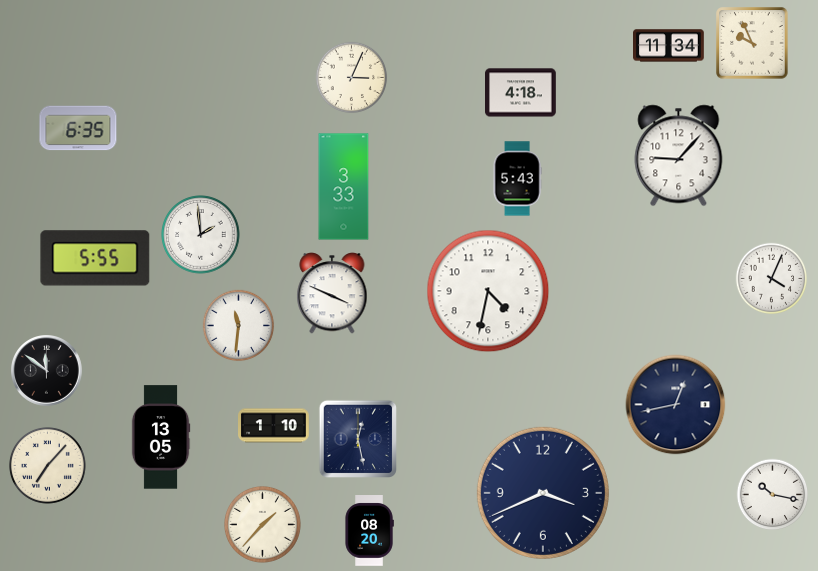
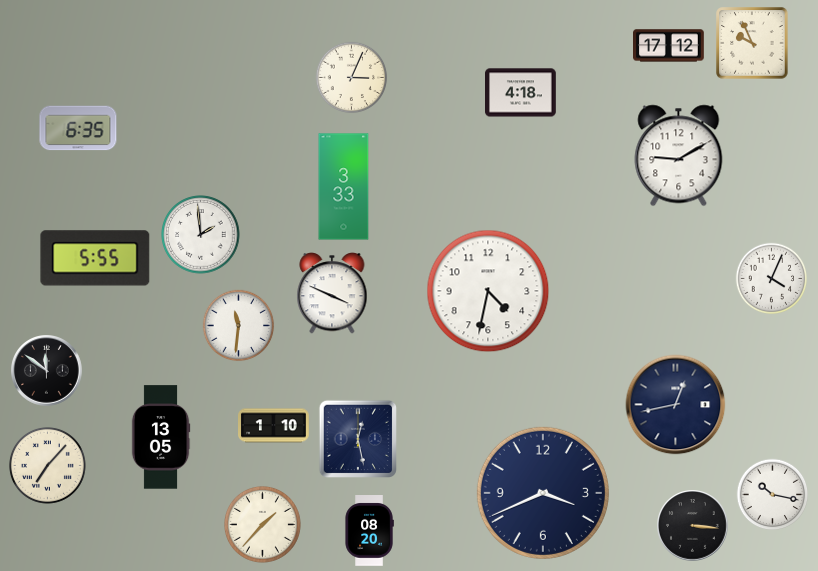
clock at (669, 46): 11:34 -> 17:12
clock at (679, 156): 9:07 -> 9:10
clock at (517, 179): 5:43 -> none
clock at (693, 526): none -> 3:16
